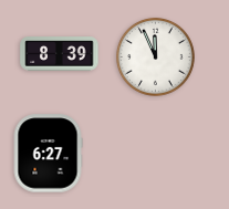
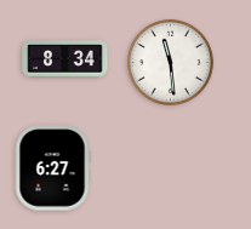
clock at (60, 54): 8:39 -> 8:34
clock at (155, 56): 11:56 -> 11:29
